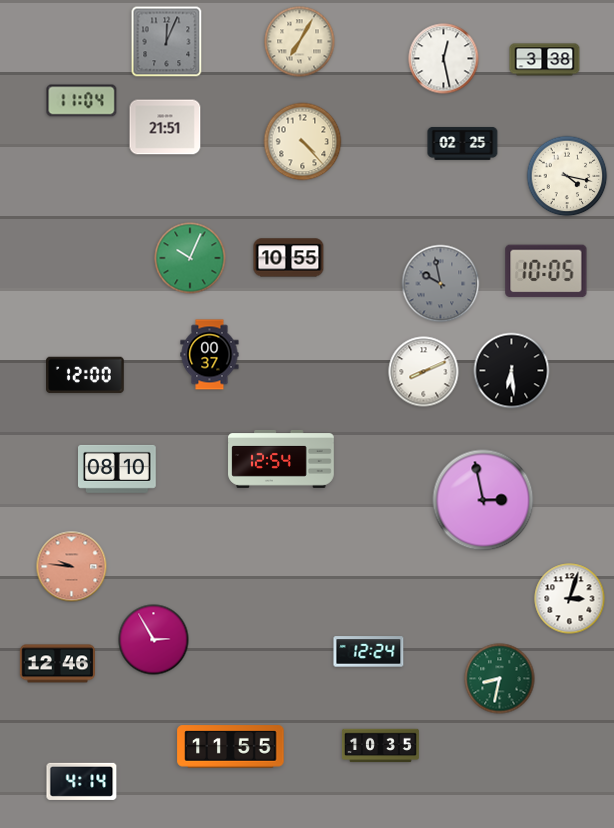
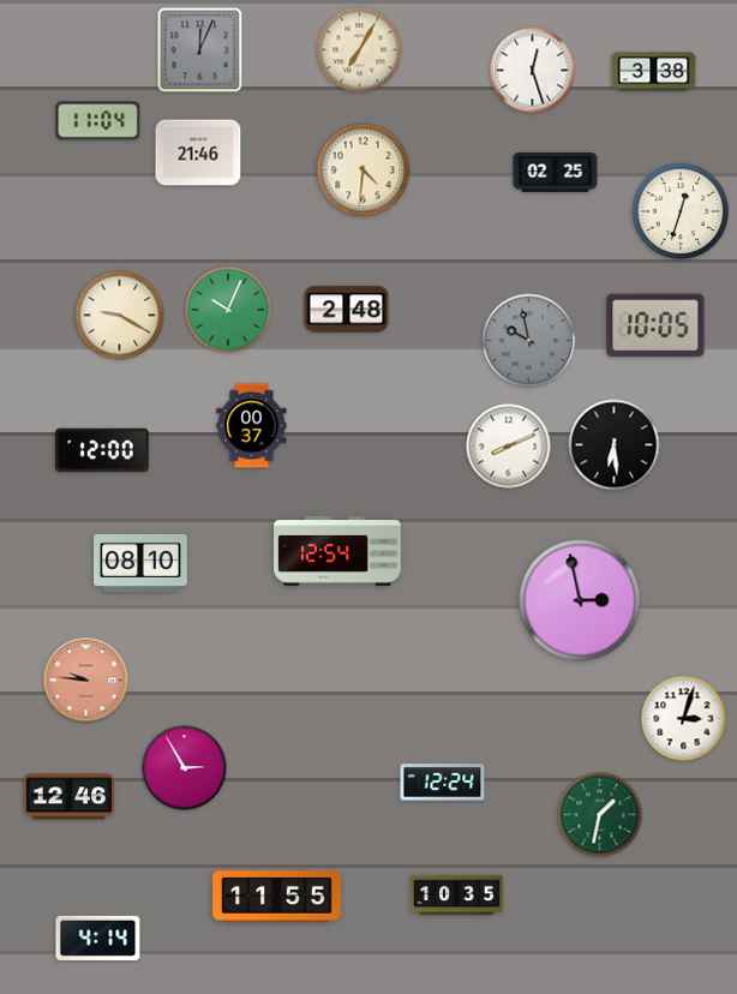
clock at (444, 59): 12:28 -> 12:27
clock at (165, 127): 21:51 -> 21:46
clock at (303, 142): 4:23 -> 4:31
clock at (567, 176): 4:17 -> 12:33
clock at (289, 258): 10:55 -> 2:48
clock at (120, 316): none -> 9:20
clock at (500, 679): 8:32 -> 1:32
